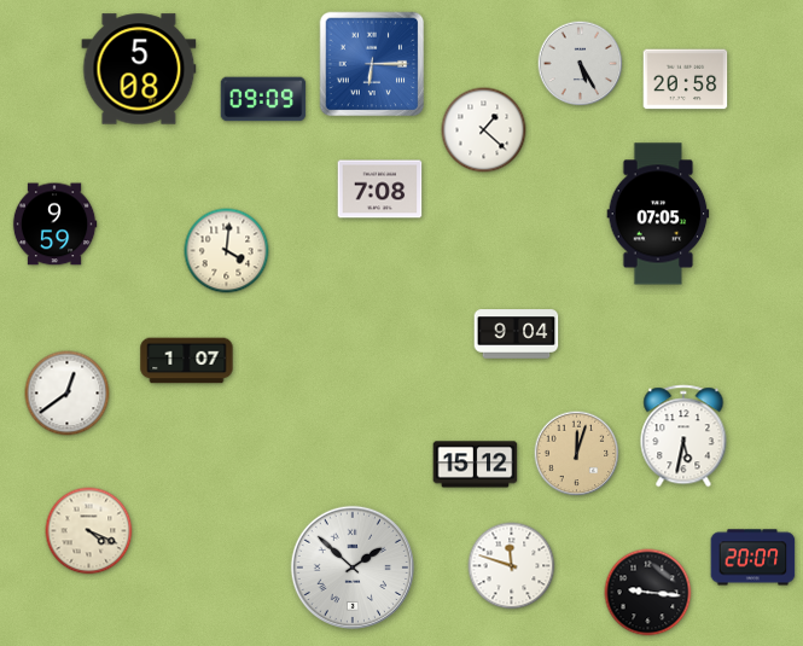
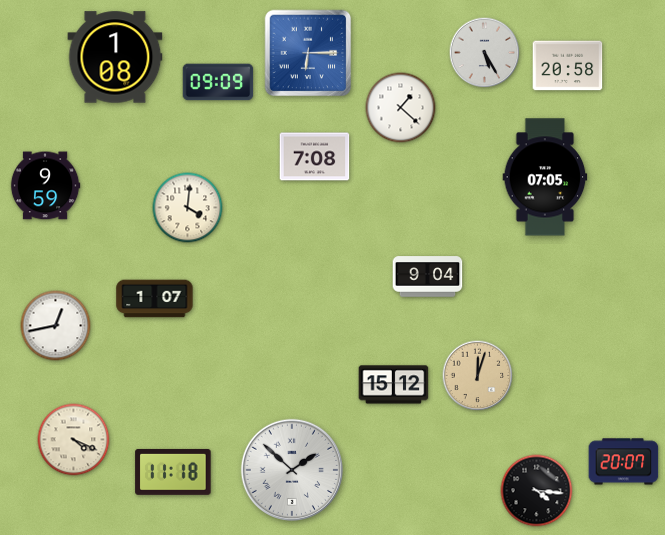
clock at (581, 64) position: (581, 64) -> (485, 53)
clock at (139, 69): 5:08 -> 1:08
clock at (68, 394): 12:39 -> 12:43
clock at (683, 436): 5:32 -> none
clock at (512, 566): 11:48 -> none
clock at (173, 472): none -> 11:18
clock at (648, 593): 9:16 -> 4:16
